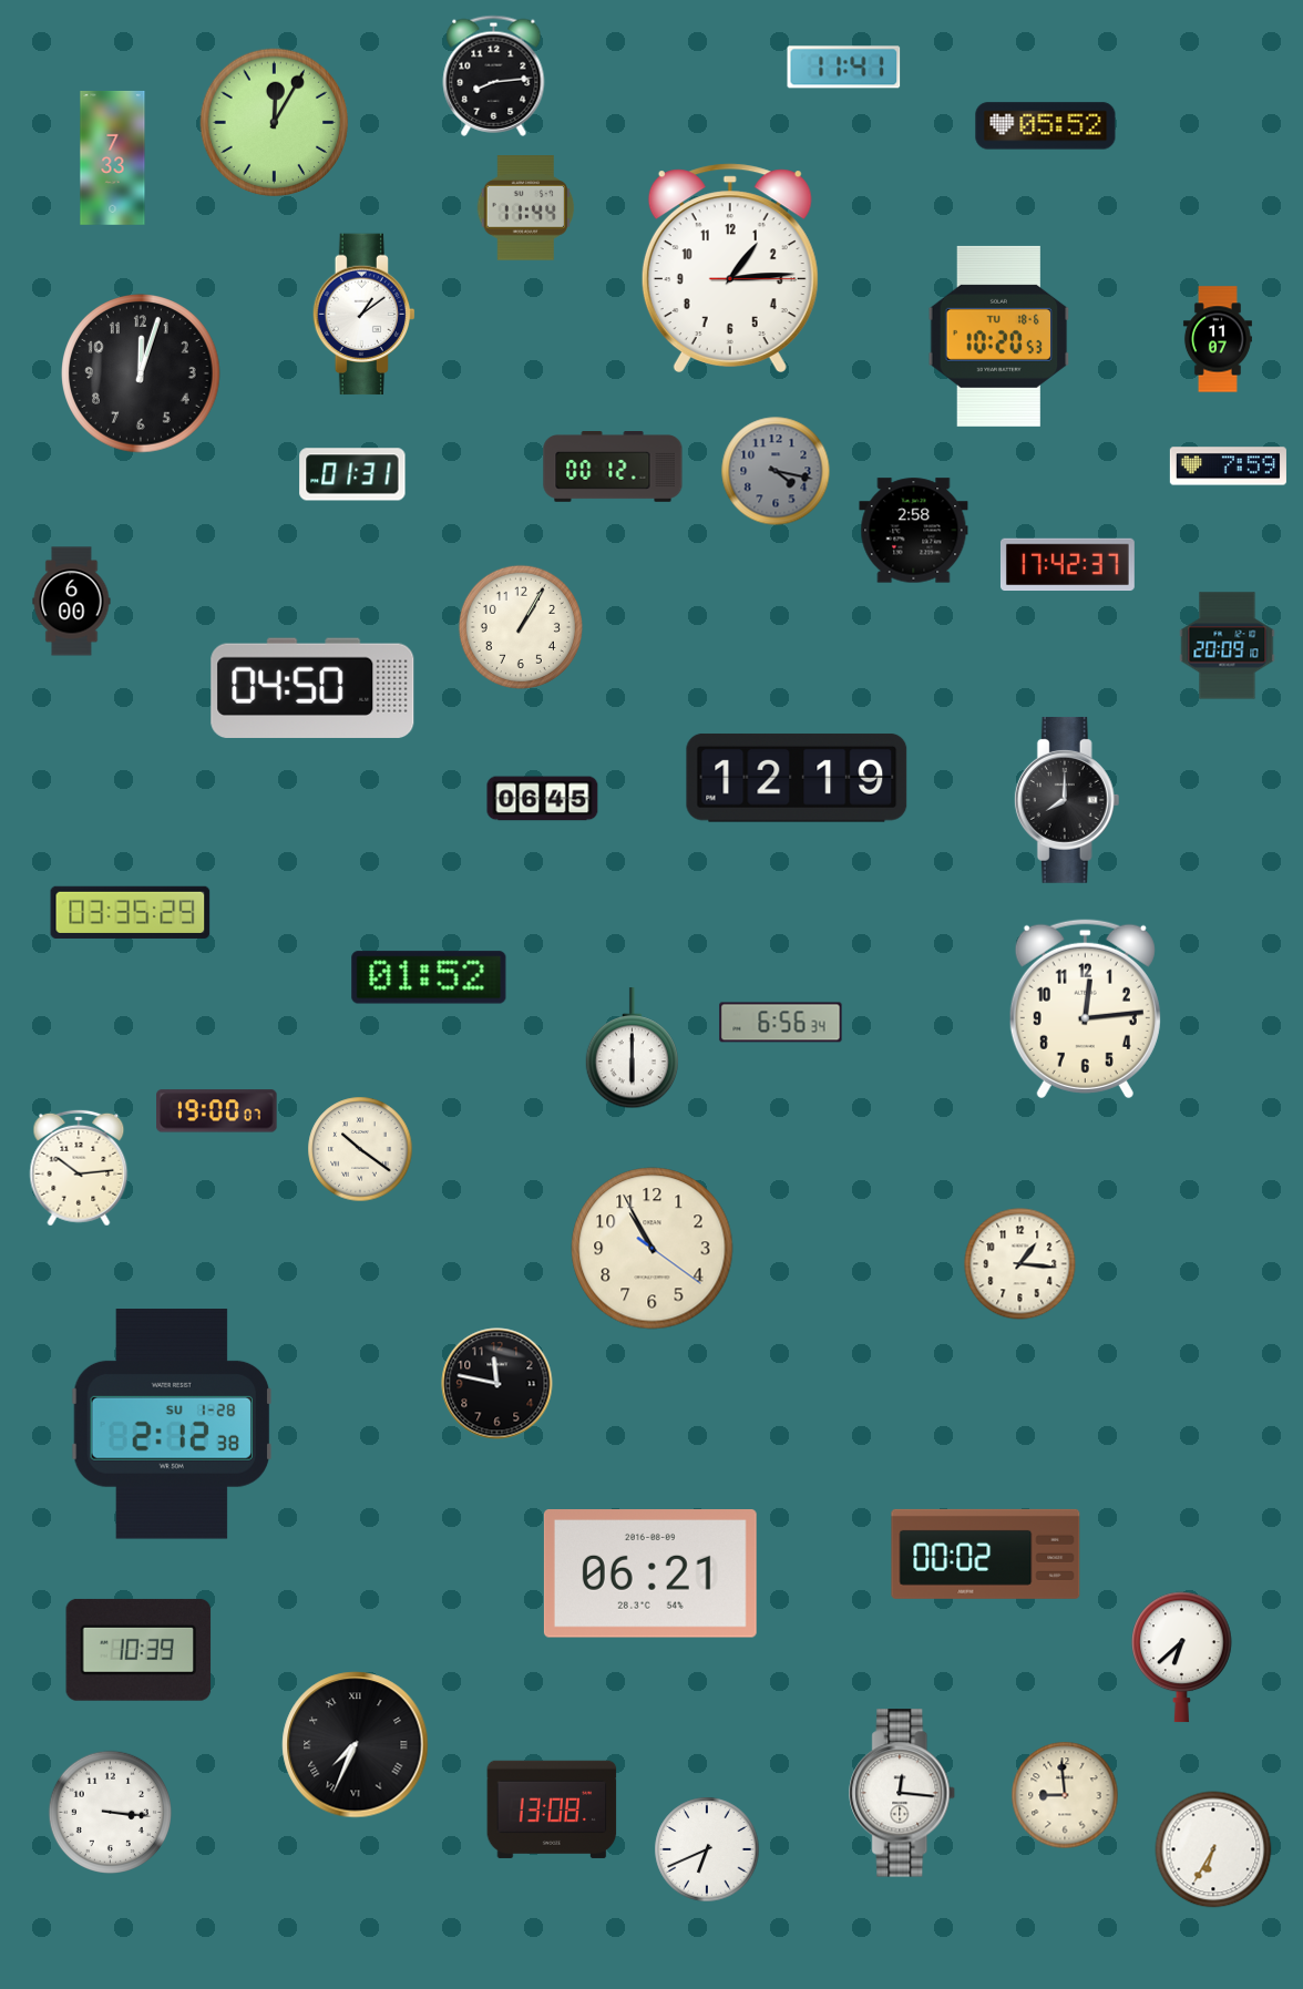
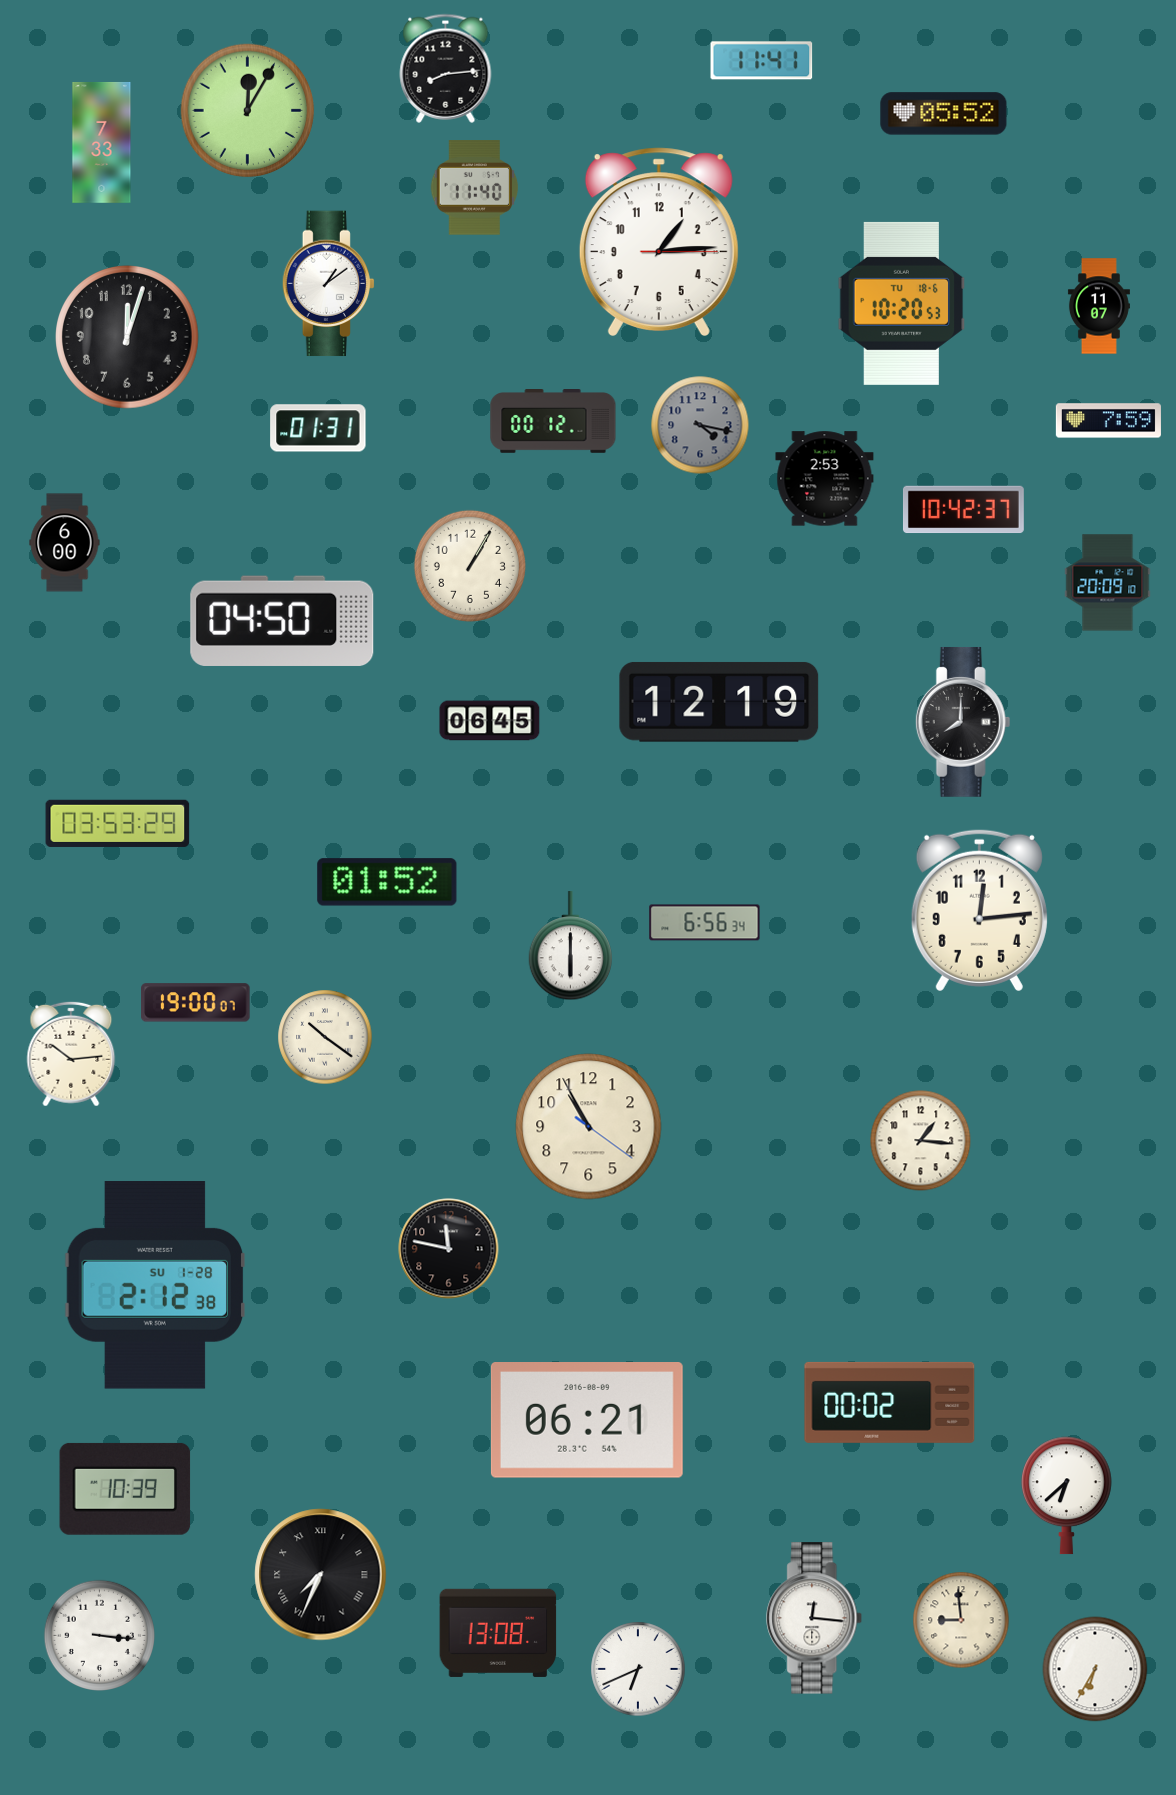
clock at (526, 208): 11:44 -> 11:40
clock at (914, 531): 2:58 -> 2:53
clock at (1067, 565): 17:42 -> 10:42
clock at (131, 912): 03:35 -> 03:53
